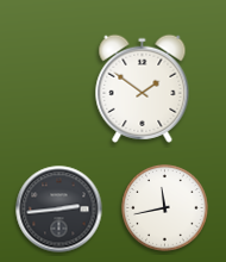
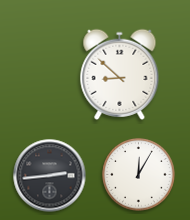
clock at (143, 88): 1:51 -> 8:52
clock at (165, 208): 11:43 -> 12:05
